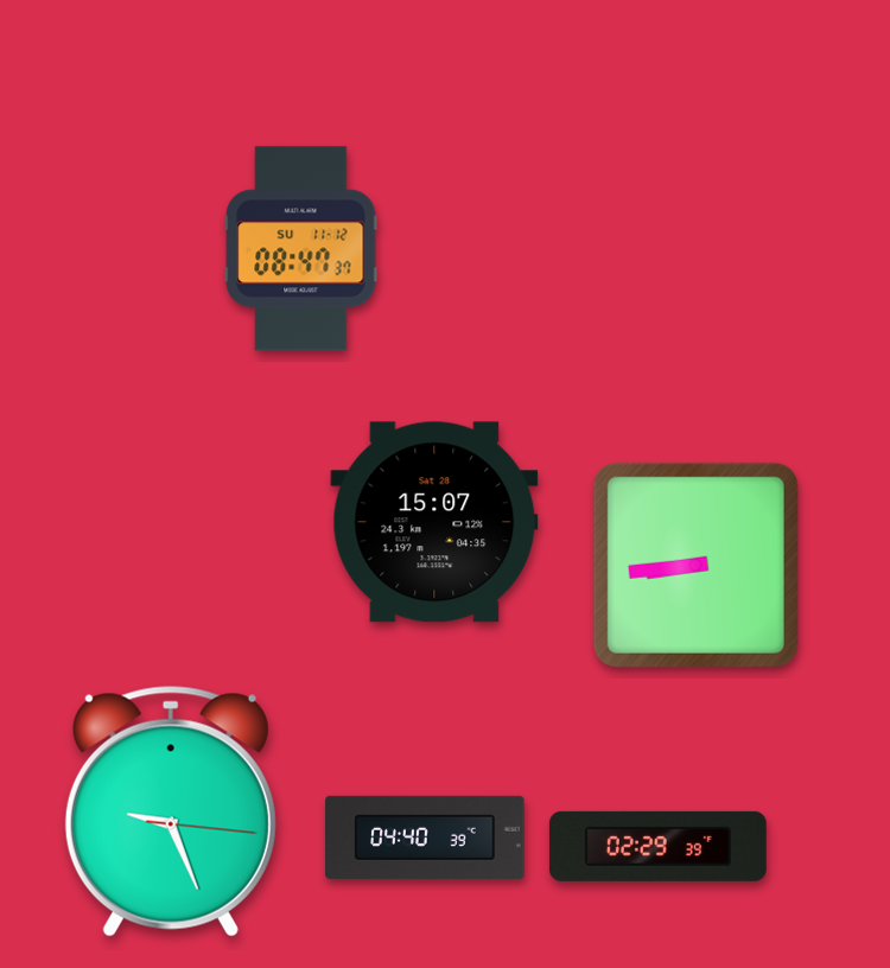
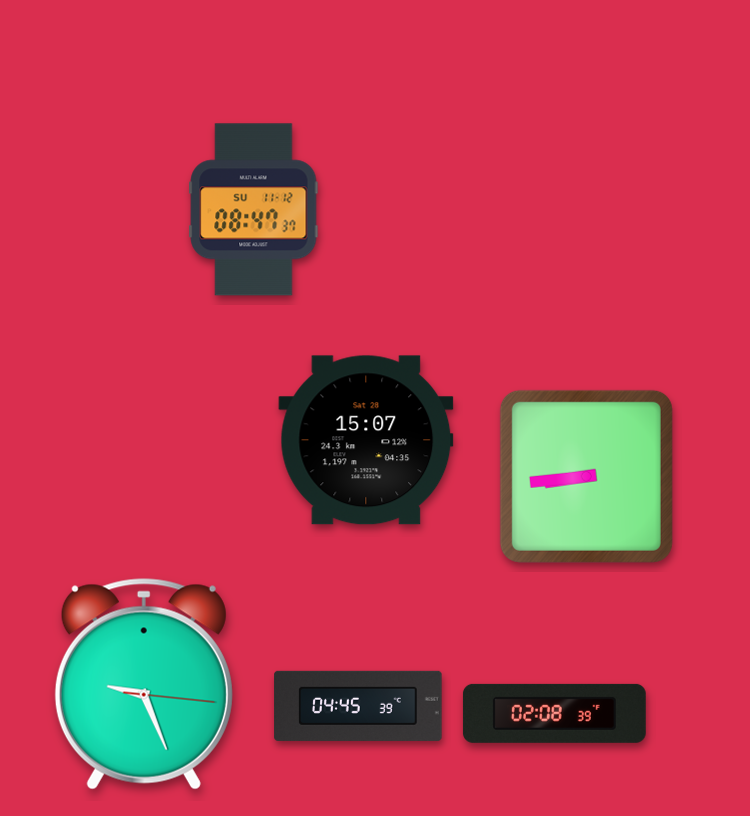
clock at (425, 838): 04:40 -> 04:45
clock at (657, 846): 02:29 -> 02:08
